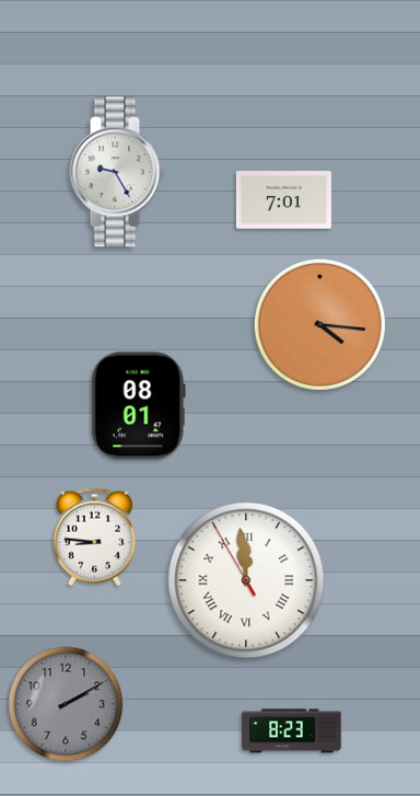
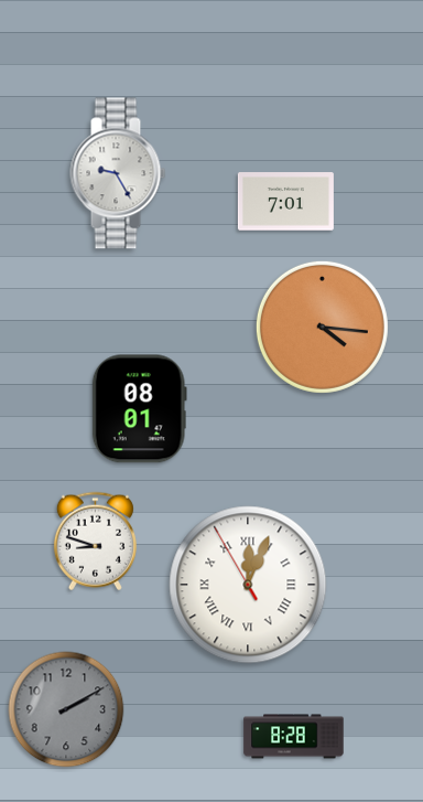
clock at (94, 538): 8:46 -> 8:48
clock at (246, 580): 11:58 -> 12:03
clock at (292, 731): 8:23 -> 8:28
